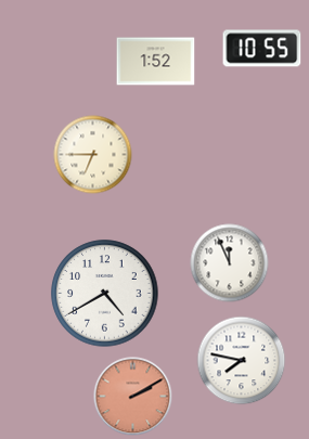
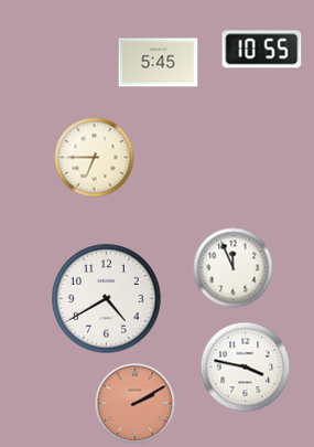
clock at (262, 49) position: (262, 49) -> (262, 50)
clock at (156, 62): 1:52 -> 5:45
clock at (242, 361): 7:47 -> 3:47
